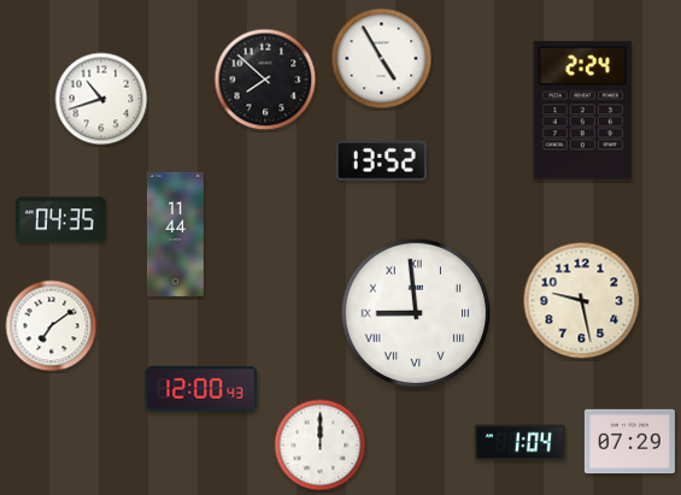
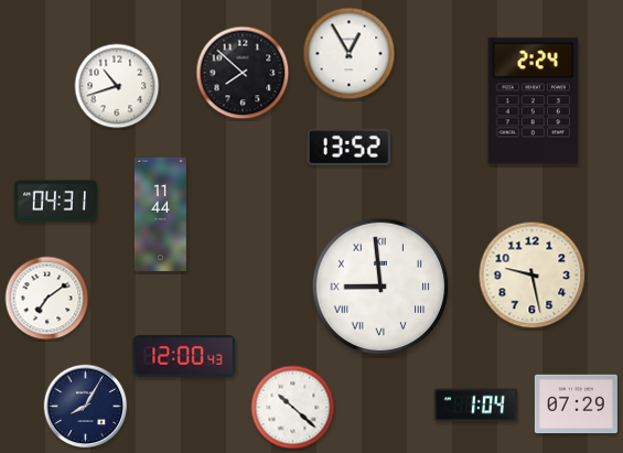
clock at (382, 59): 4:55 -> 12:55
clock at (101, 99) position: (101, 99) -> (117, 86)
clock at (60, 220): 04:35 -> 04:31
clock at (86, 407): none -> 8:05
clock at (321, 446): 12:00 -> 10:22
